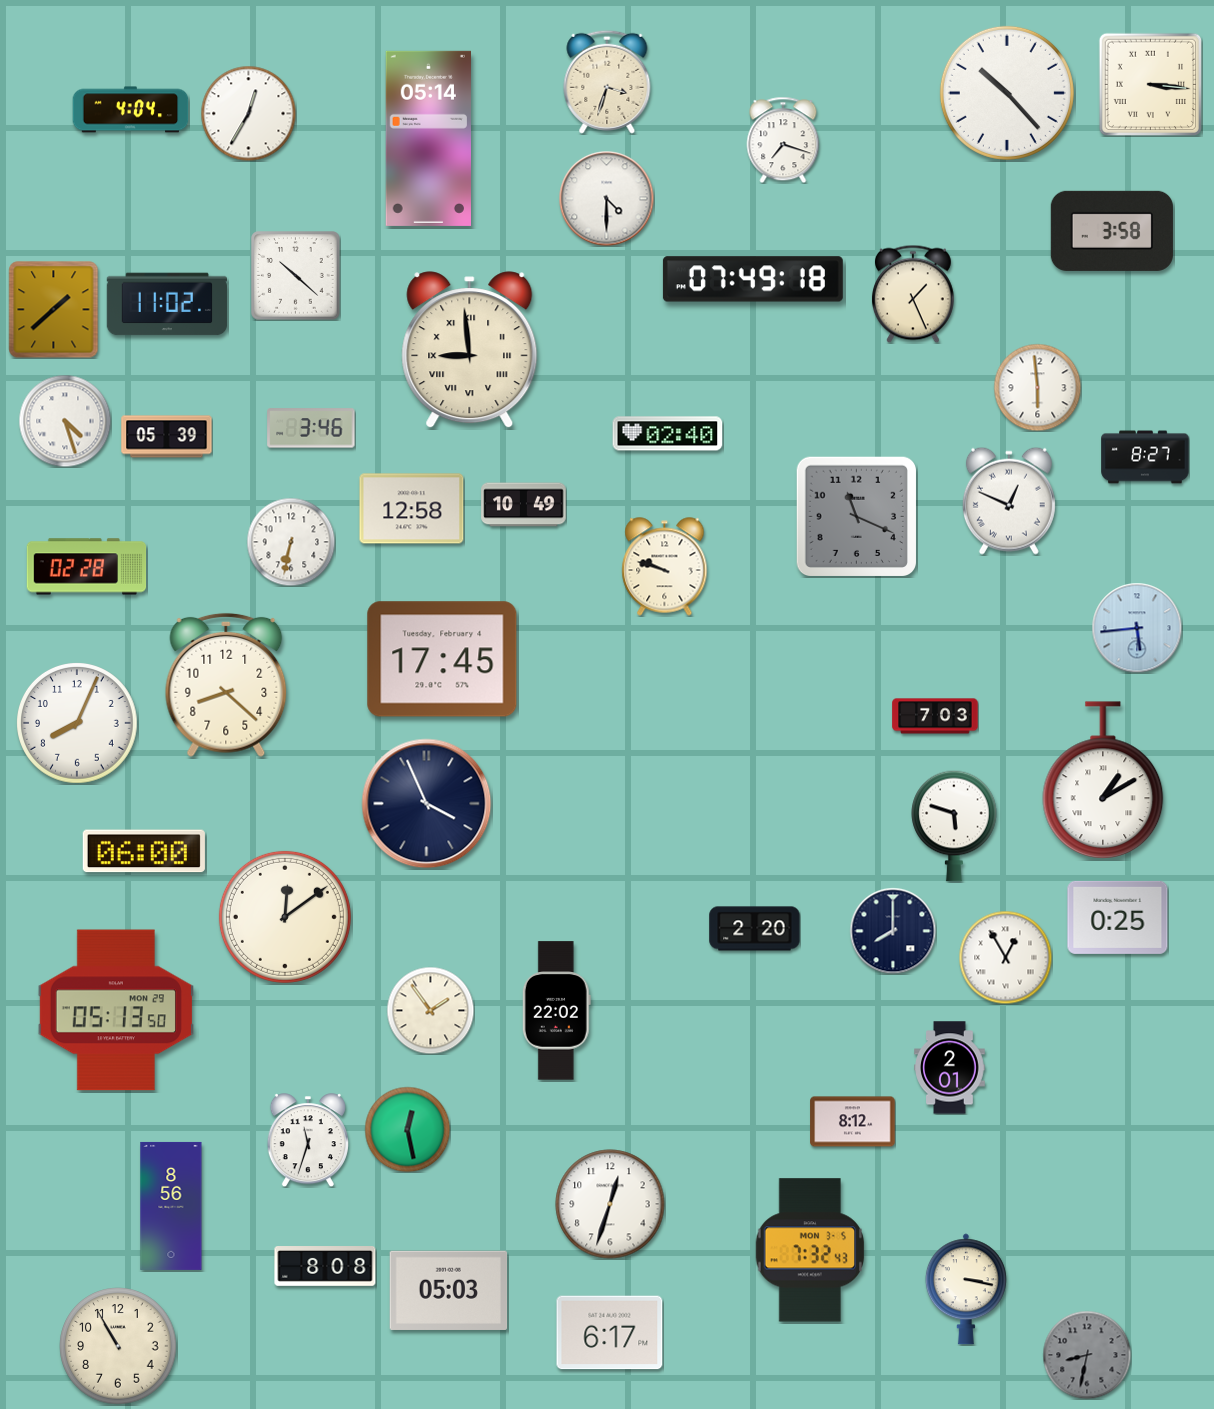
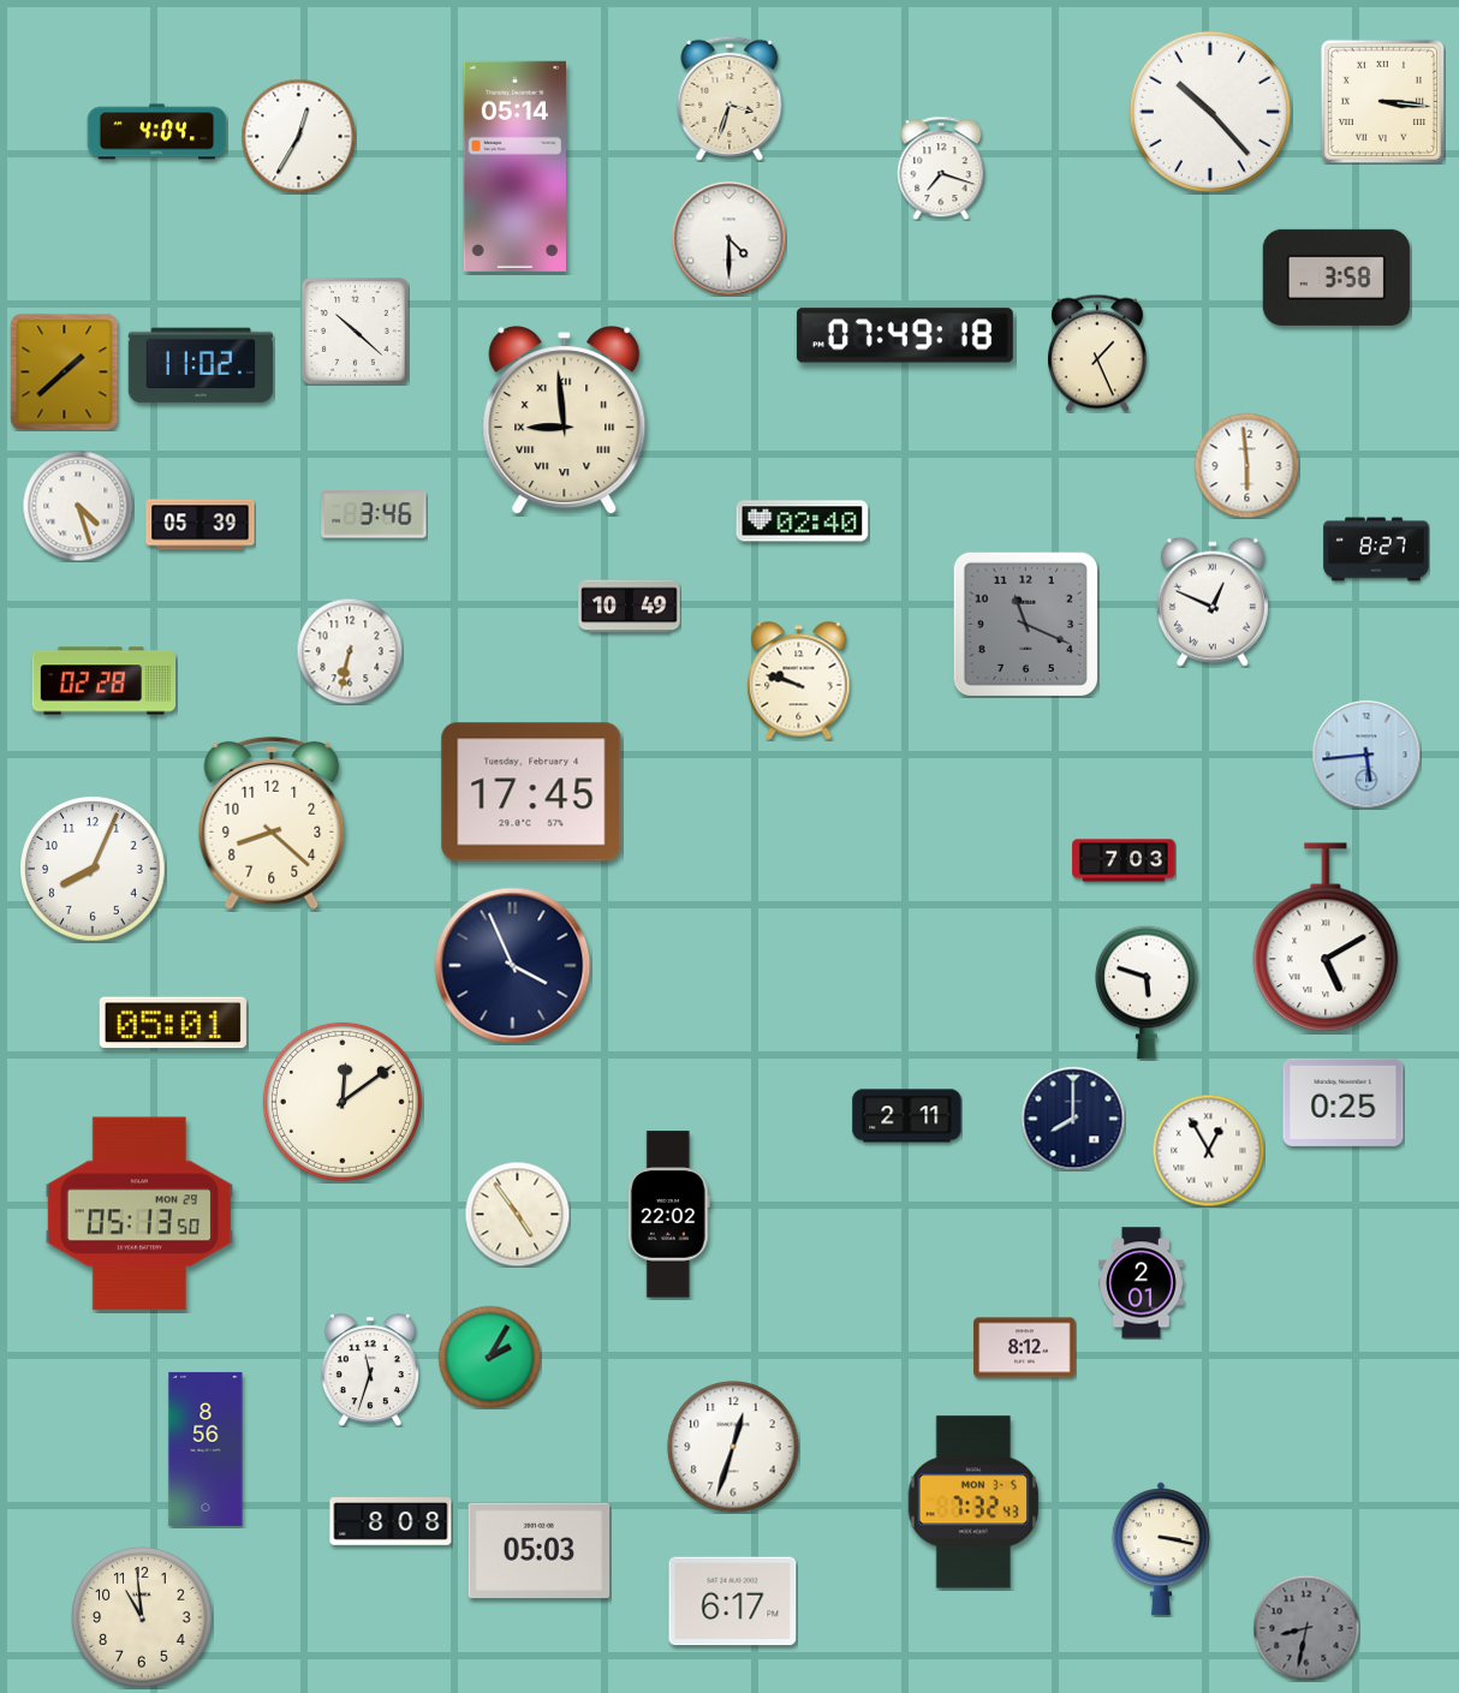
clock at (412, 509): 12:58 -> none
clock at (856, 516) position: (856, 516) -> (1025, 624)
clock at (1103, 780): 1:10 -> 5:10
clock at (144, 851): 06:00 -> 05:01
clock at (755, 929): 2:20 -> 2:11
clock at (430, 1010): 1:54 -> 4:54
clock at (407, 1129): 12:28 -> 2:05
clock at (118, 1346): 10:55 -> 10:59
